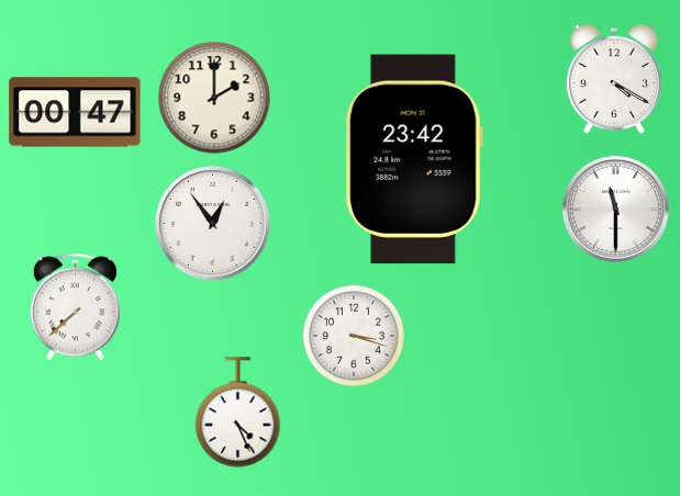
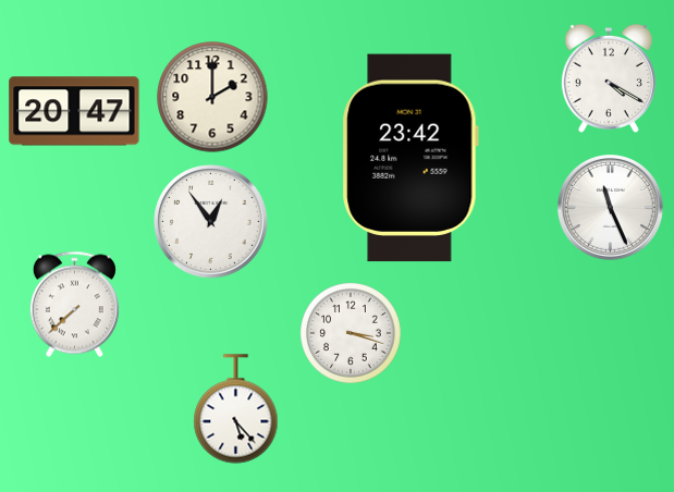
clock at (75, 112): 00:47 -> 20:47
clock at (616, 210): 11:30 -> 11:26
clock at (238, 413): 4:26 -> 5:23
